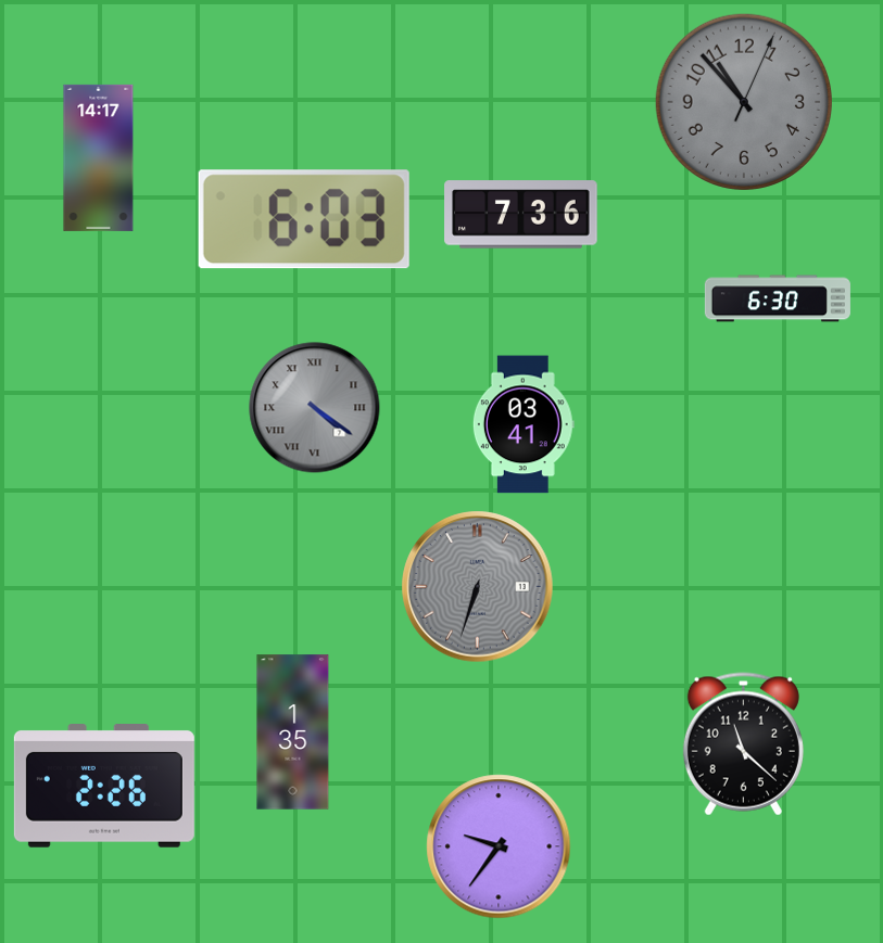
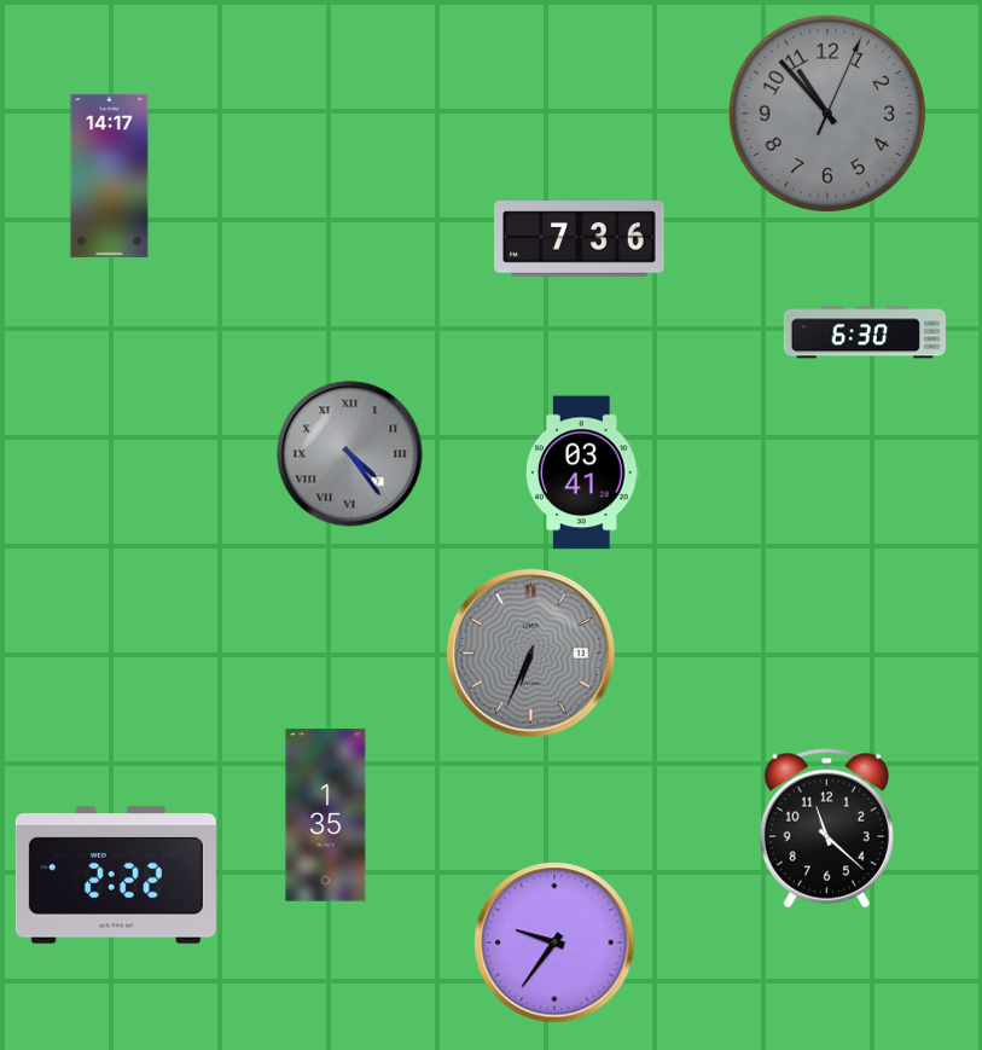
clock at (304, 219): 6:03 -> none
clock at (315, 408): 4:21 -> 4:24
clock at (478, 587): 6:33 -> 6:34
clock at (104, 787): 2:26 -> 2:22
